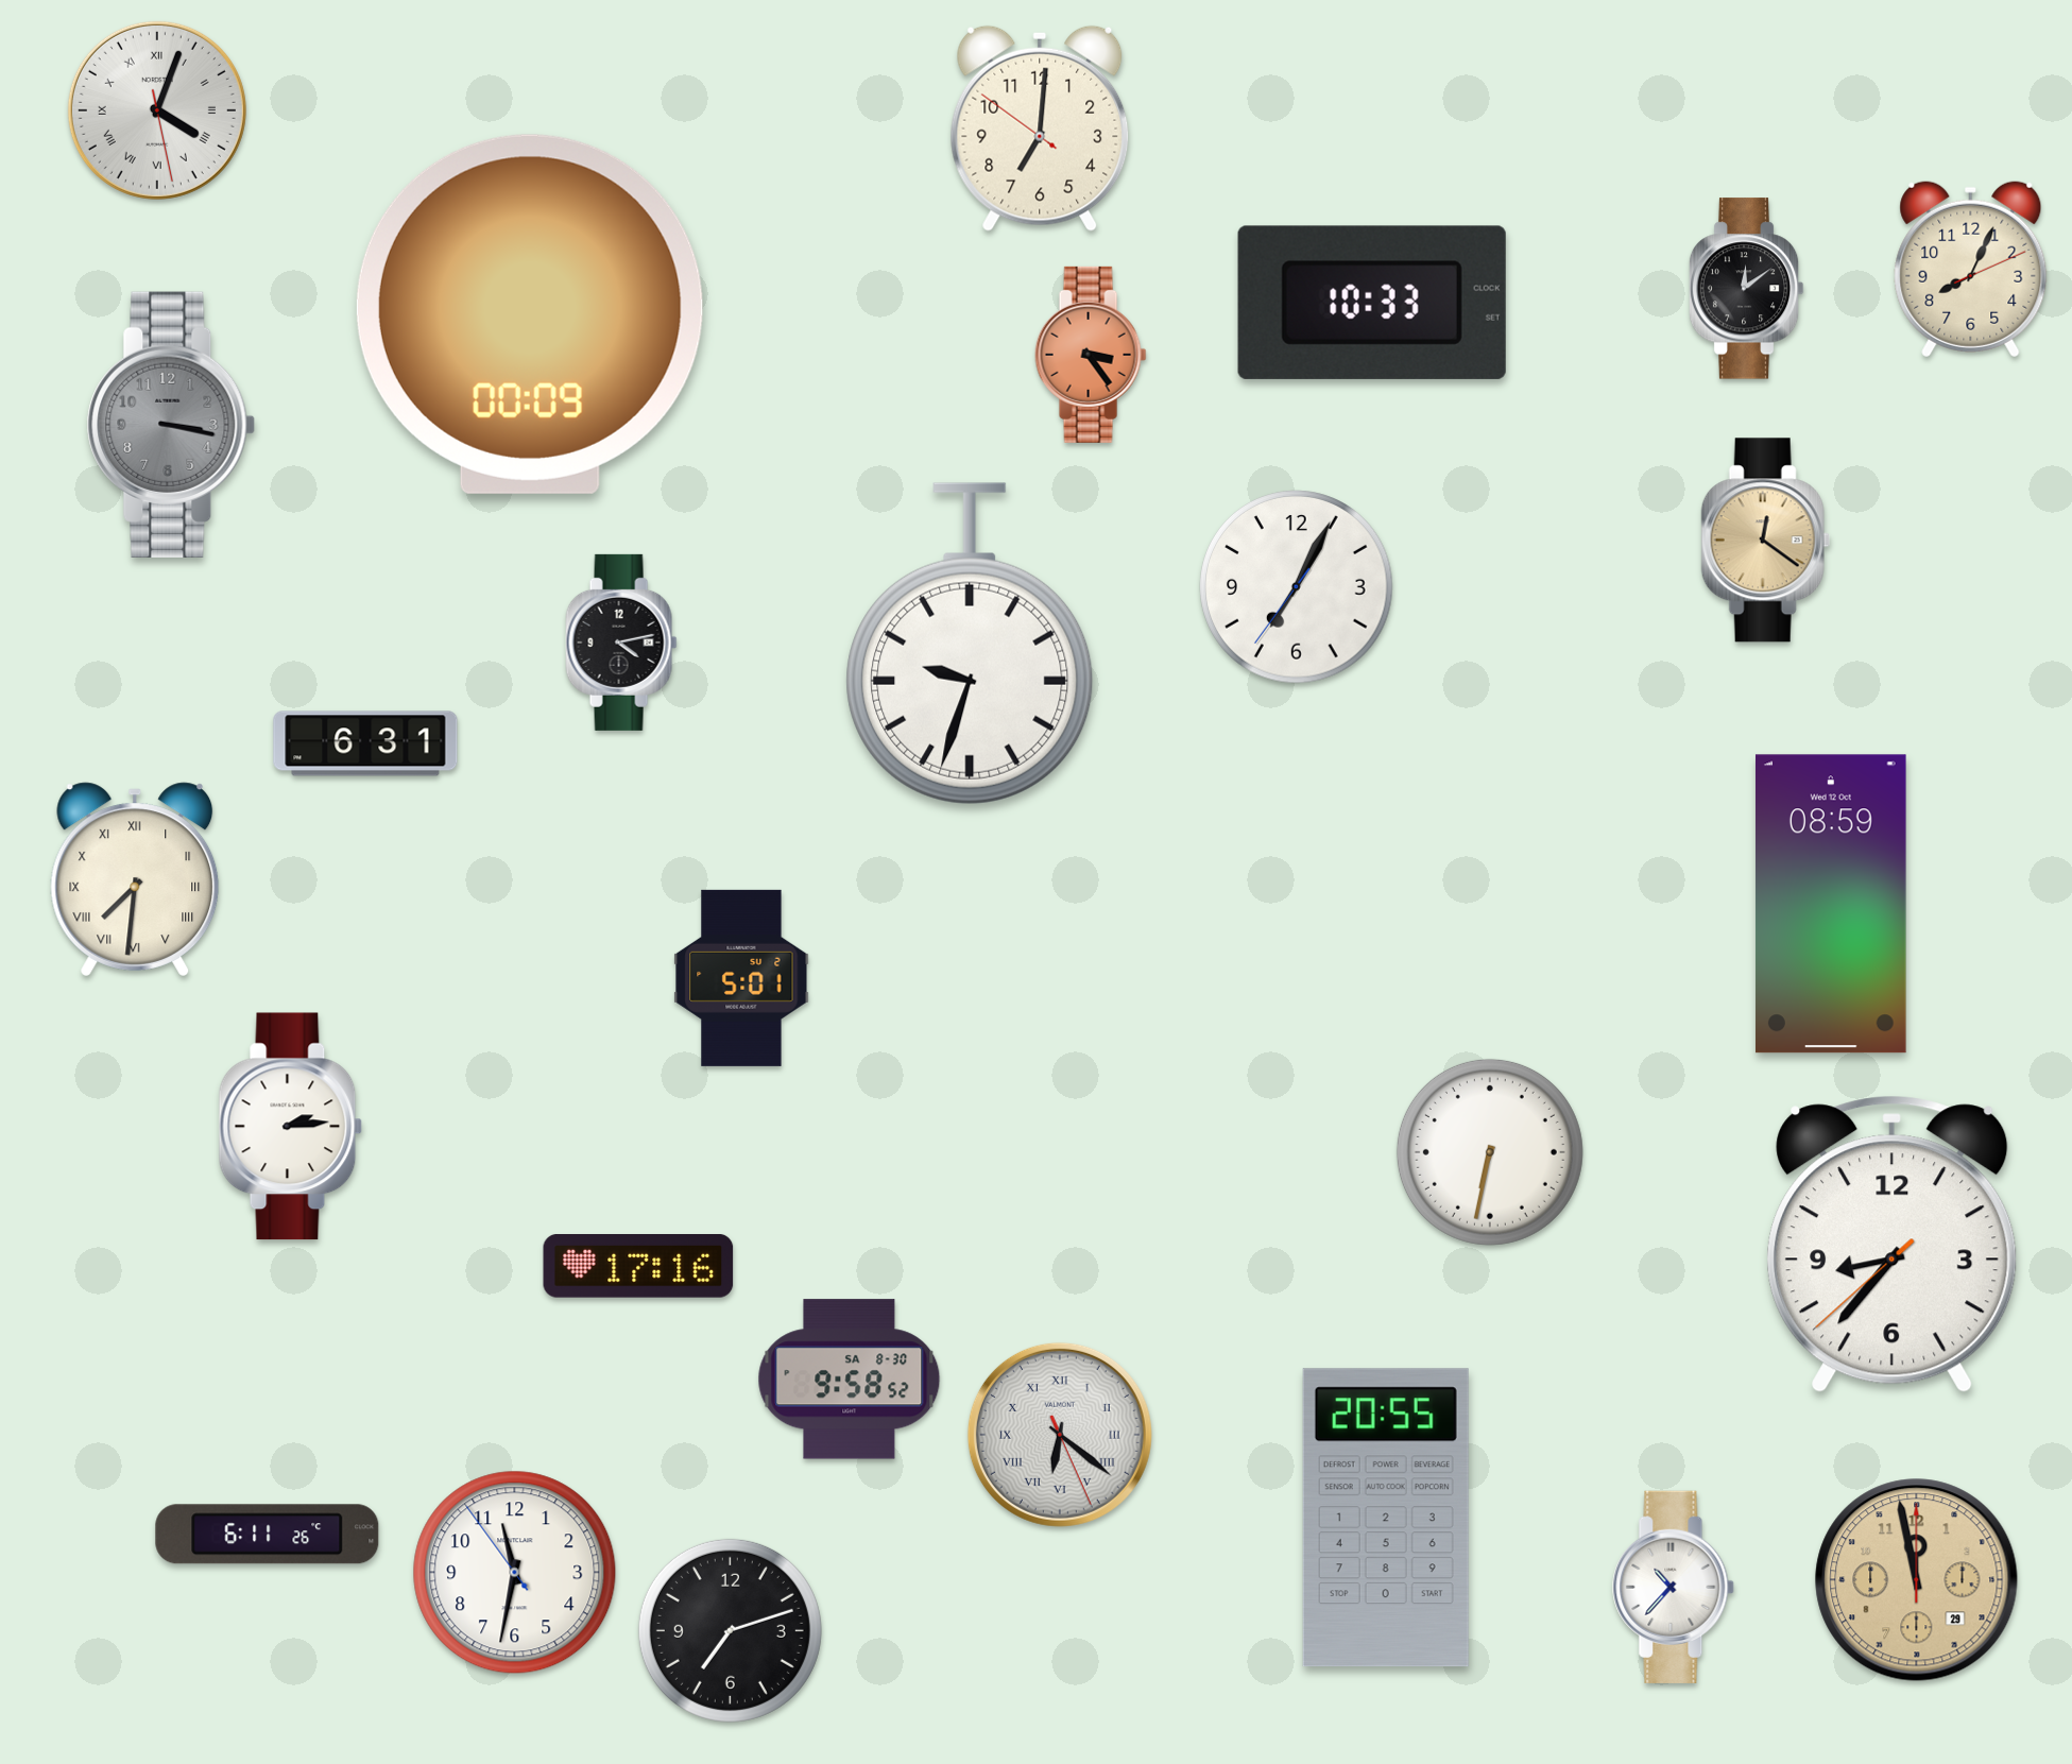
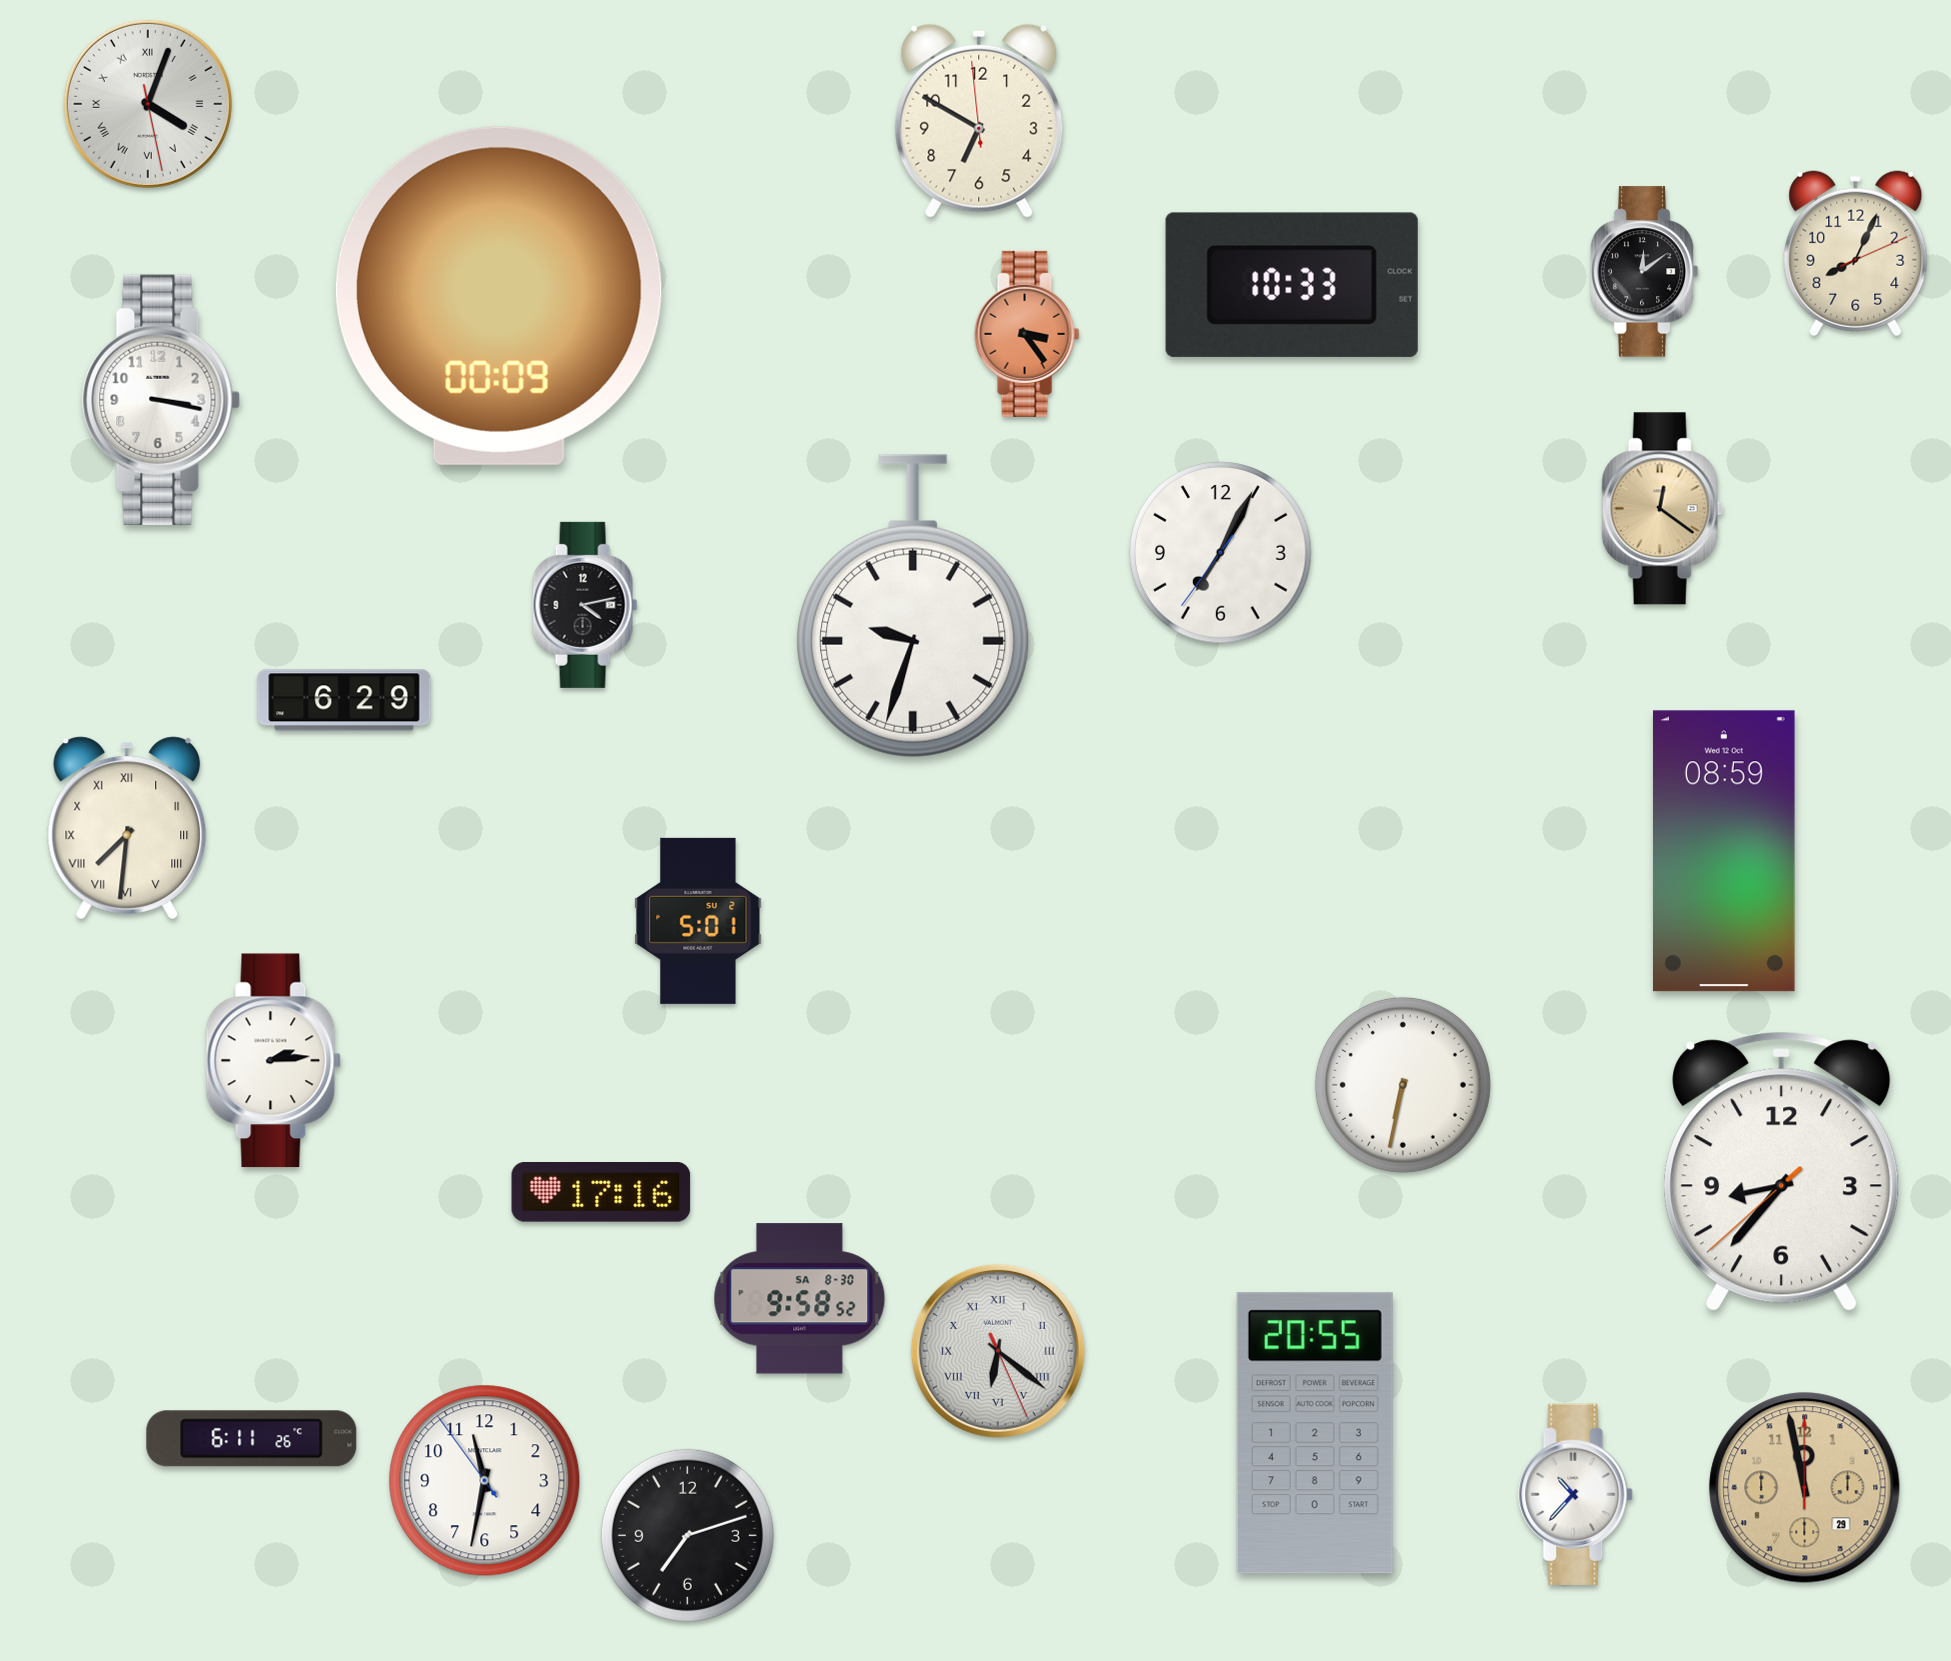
clock at (1040, 129): 7:00 -> 6:49
clock at (171, 425) dial: grey -> white
clock at (365, 743): 6:31 -> 6:29
clock at (1386, 1518) position: (1386, 1518) -> (1315, 1433)
clock at (268, 1535) position: (268, 1535) -> (252, 1439)
